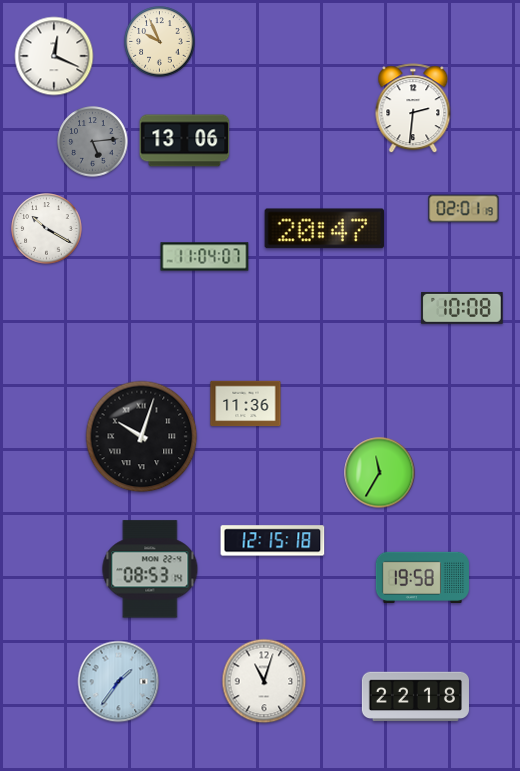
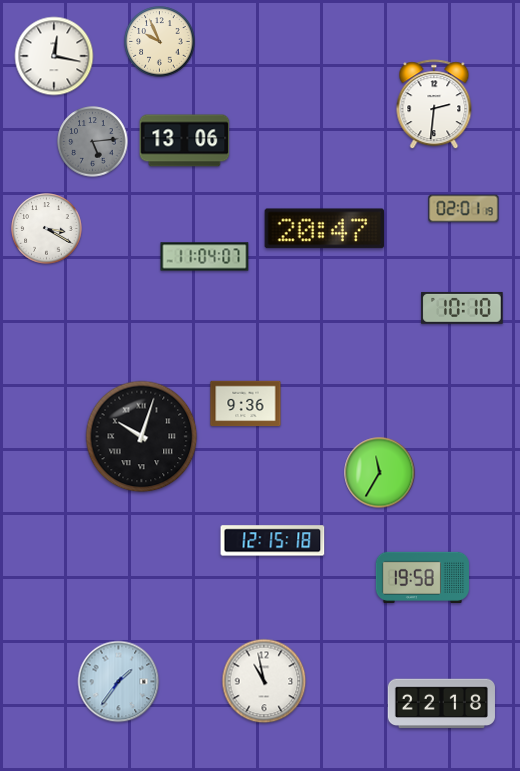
clock at (54, 56): 12:19 -> 12:17
clock at (413, 109) position: (413, 109) -> (434, 105)
clock at (47, 229): 10:20 -> 3:20
clock at (462, 308): 10:08 -> 10:10
clock at (246, 404): 11:36 -> 9:36
clock at (150, 569): 08:53 -> none
clock at (264, 681): 11:03 -> 10:58
clock at (415, 697) position: (415, 697) -> (441, 704)
